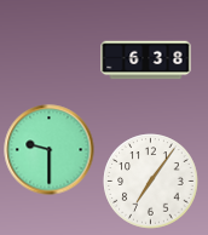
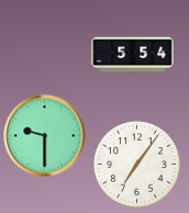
clock at (146, 61): 6:38 -> 5:54
